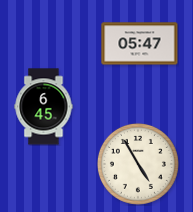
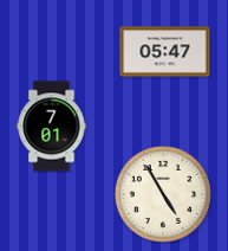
clock at (44, 107): 6:45 -> 7:01
